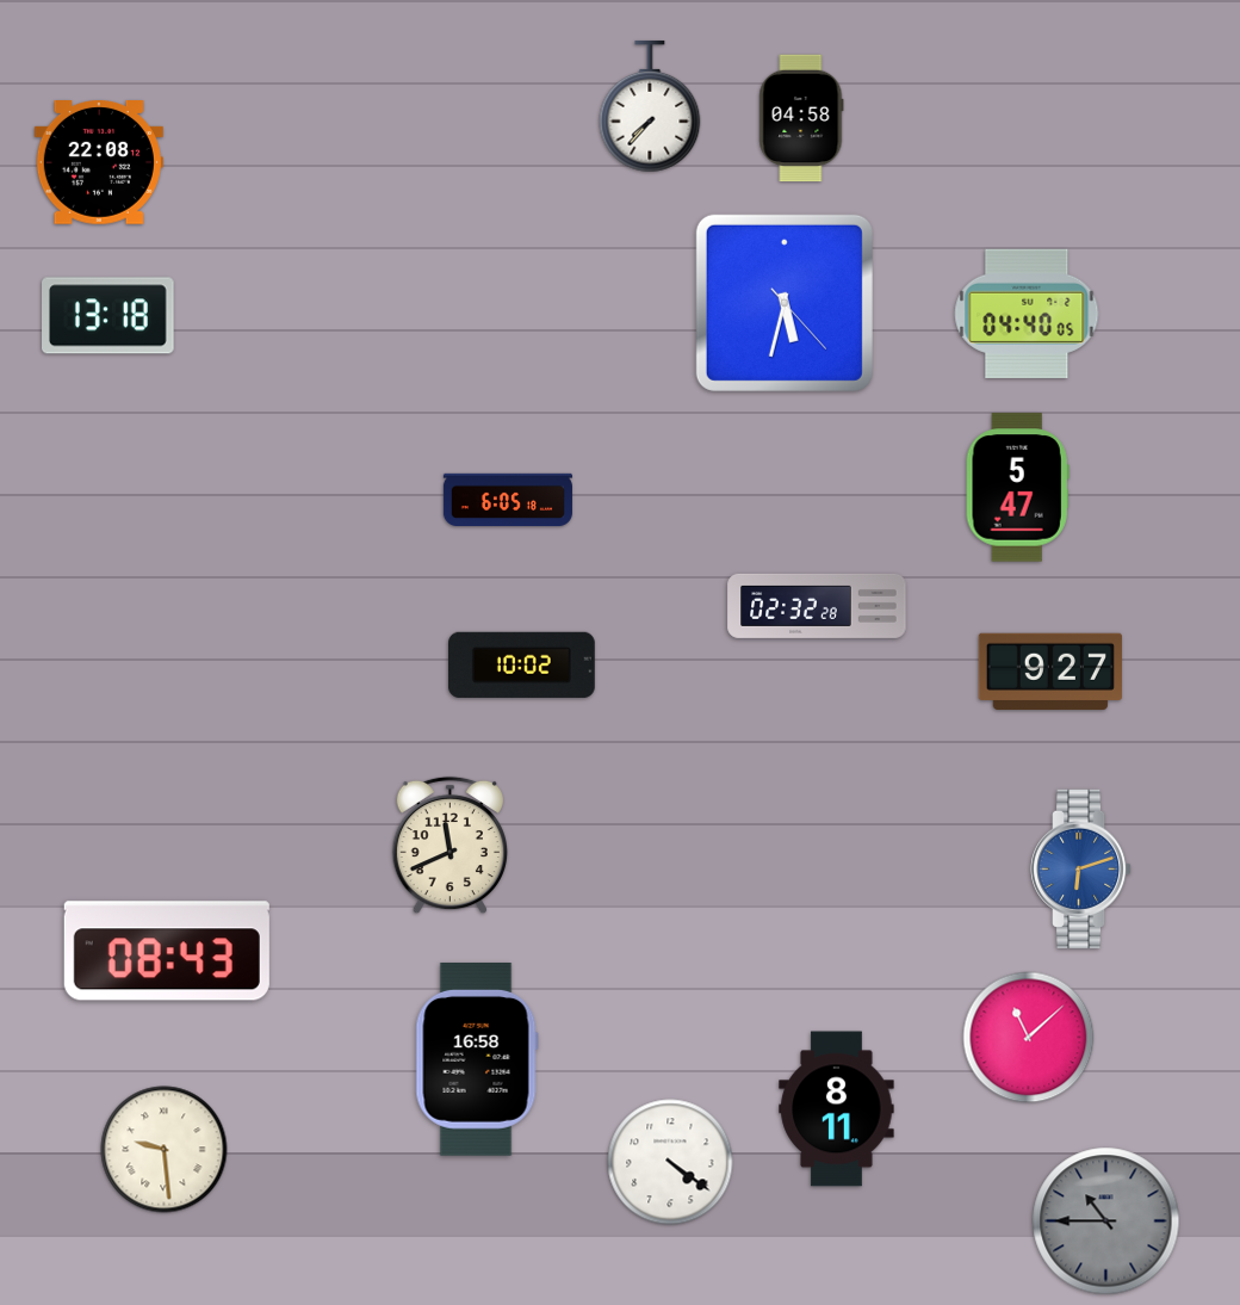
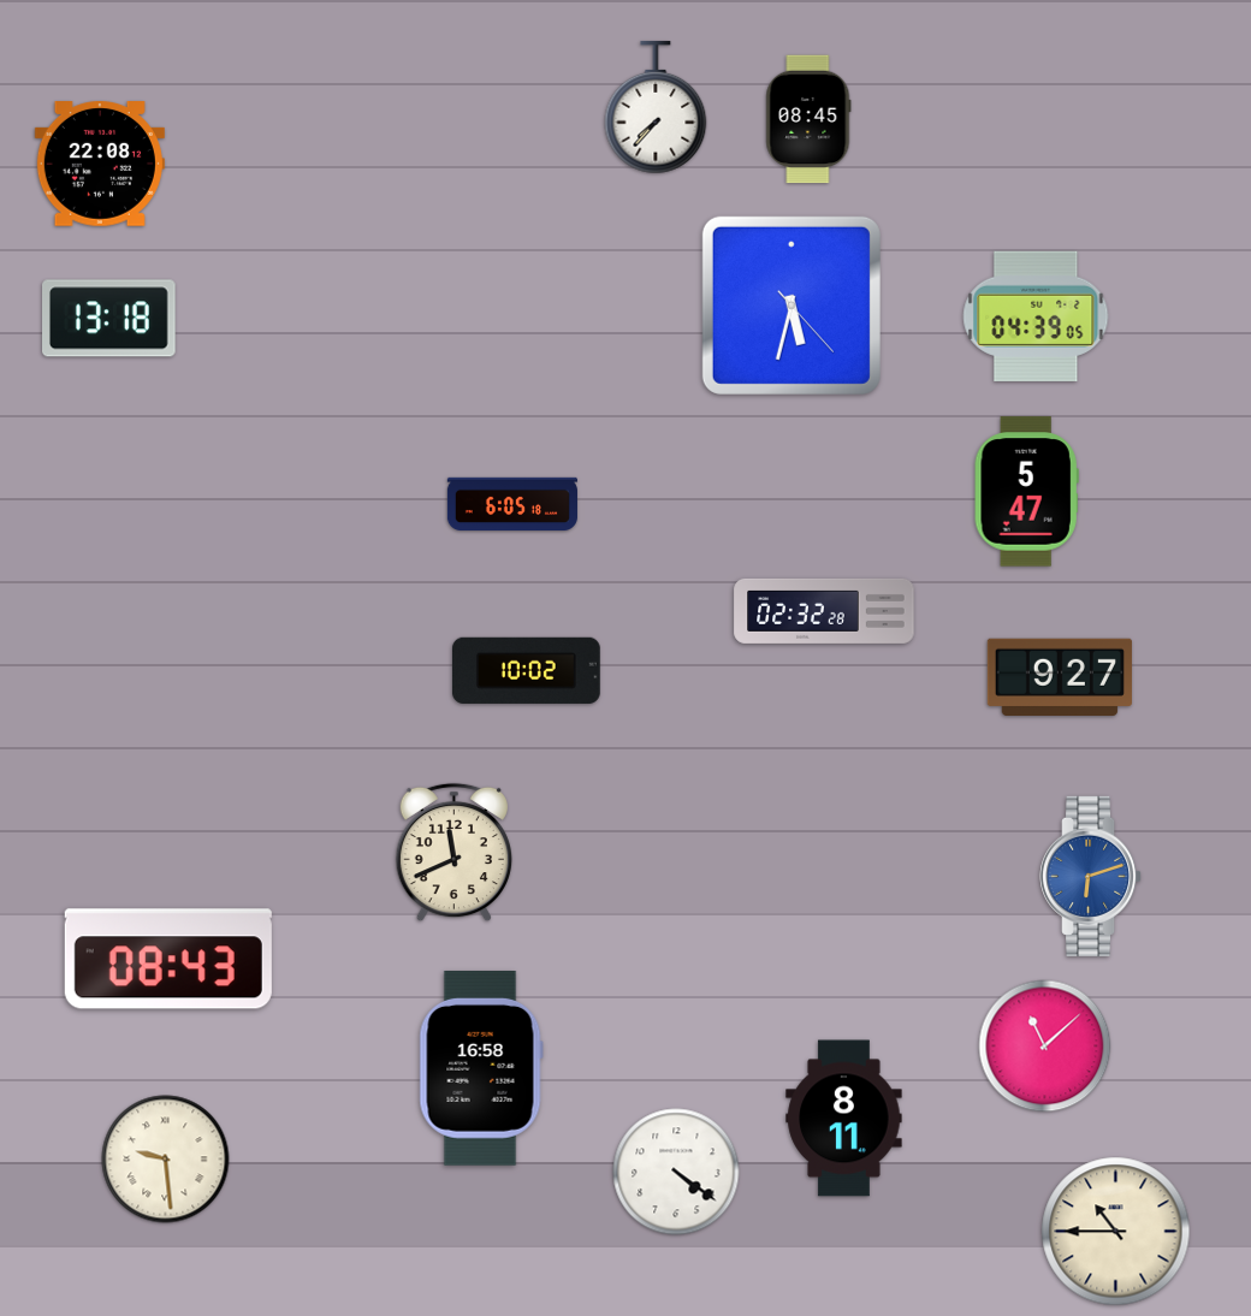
clock at (801, 118): 04:58 -> 08:45
clock at (1027, 314): 04:40 -> 04:39
clock at (1029, 1038) position: (1029, 1038) -> (1045, 1047)
clock at (1106, 1221) dial: grey -> cream
